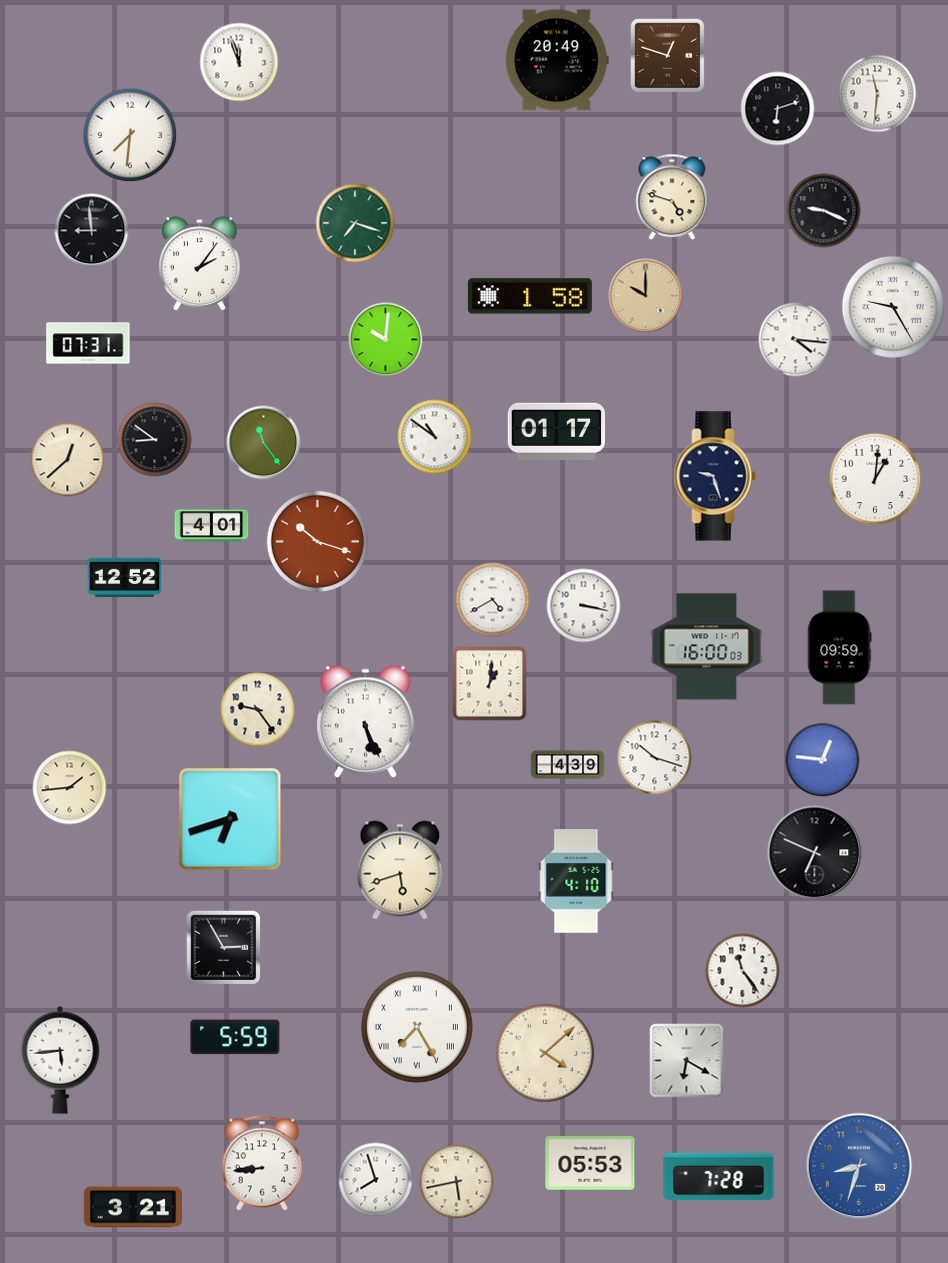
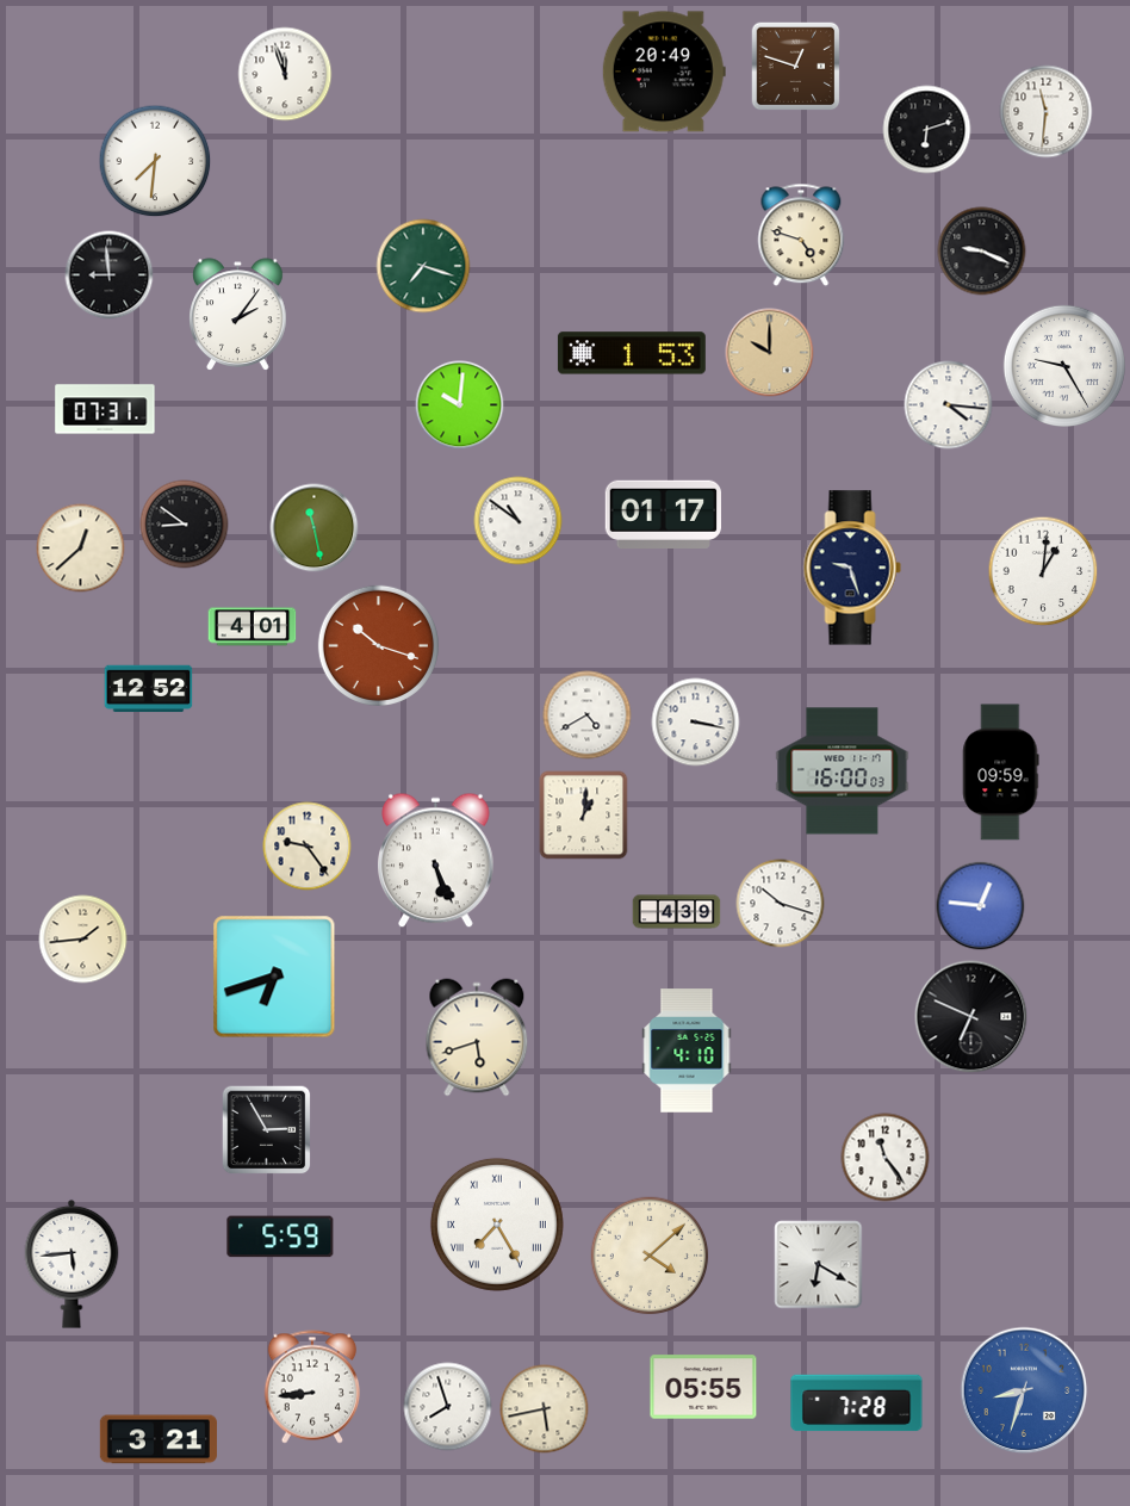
clock at (530, 296): 1:58 -> 1:53
clock at (264, 443): 11:24 -> 11:28
clock at (590, 1163): 05:53 -> 05:55
